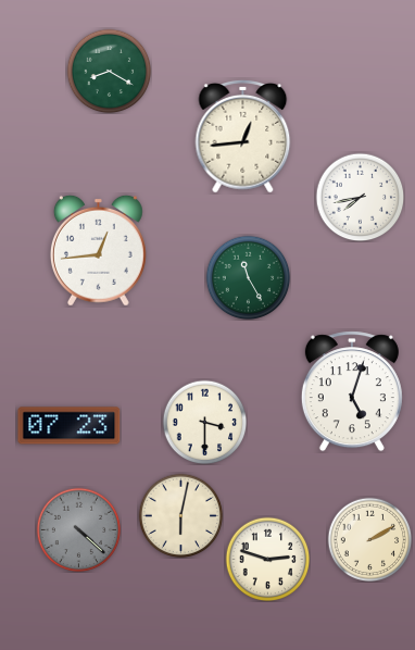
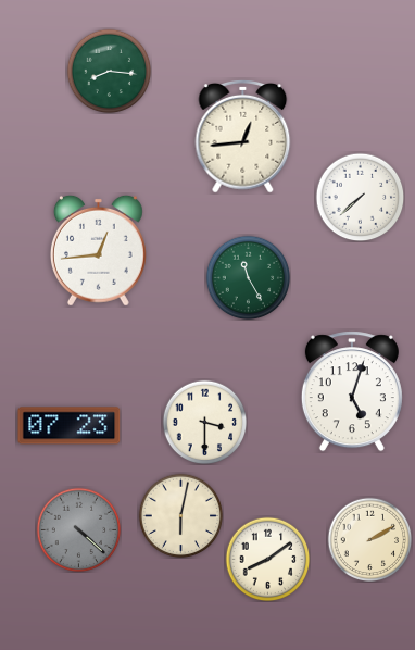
clock at (109, 71): 8:20 -> 8:16
clock at (360, 197): 7:43 -> 7:38
clock at (267, 559): 2:48 -> 8:09
